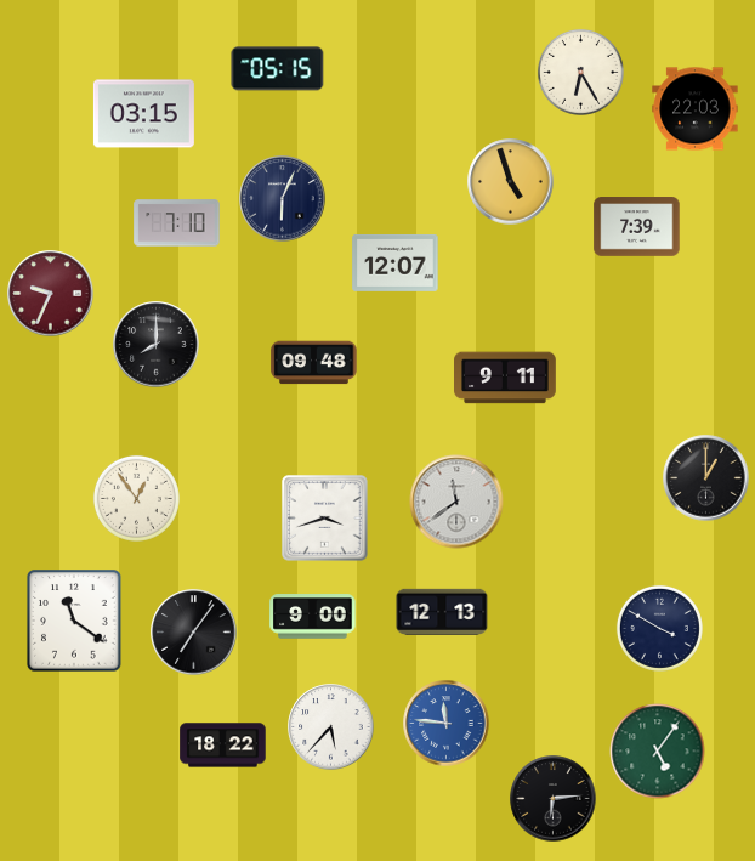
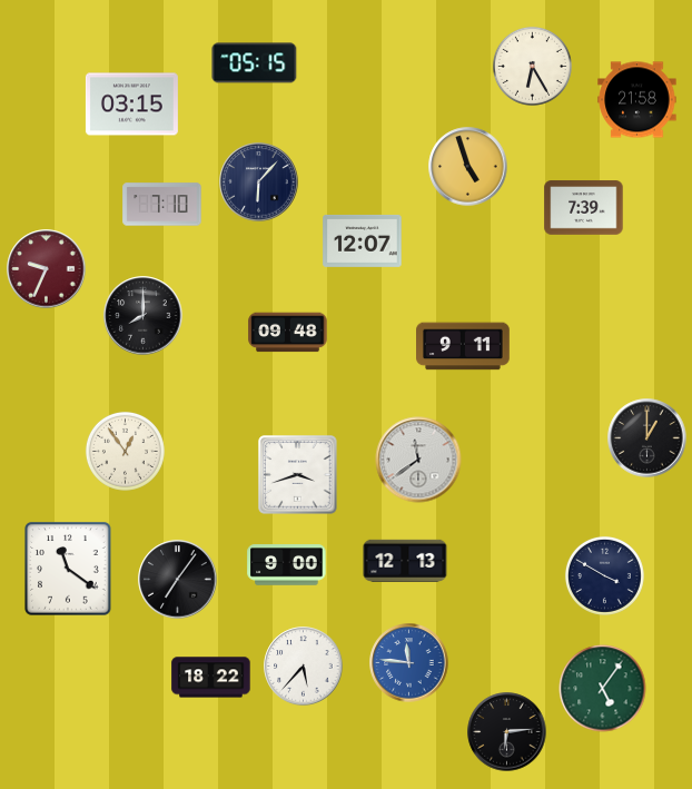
clock at (696, 109): 22:03 -> 21:58
clock at (283, 199): 6:04 -> 6:07
clock at (136, 498) position: (136, 498) -> (125, 451)
clock at (223, 746) position: (223, 746) -> (211, 678)
